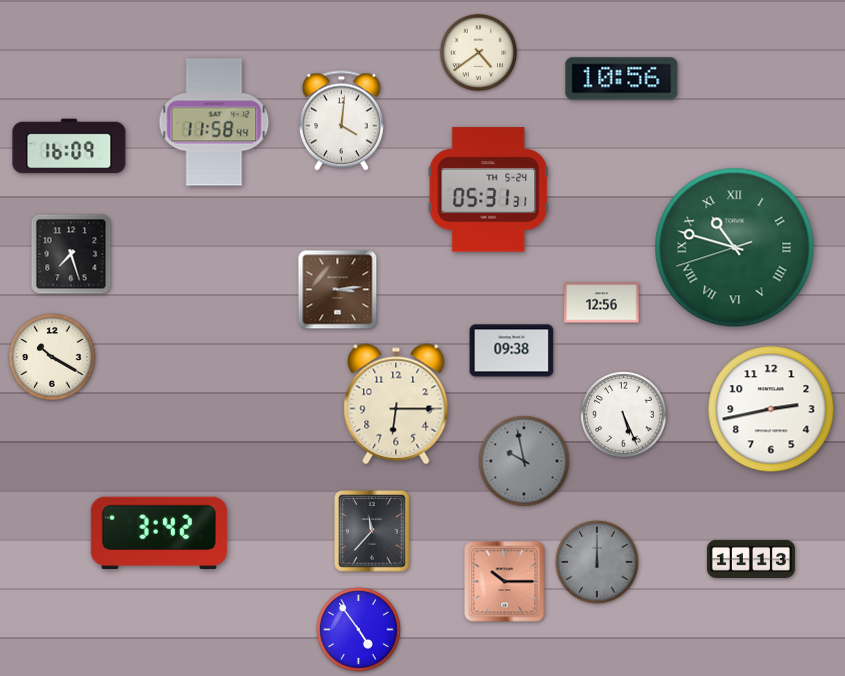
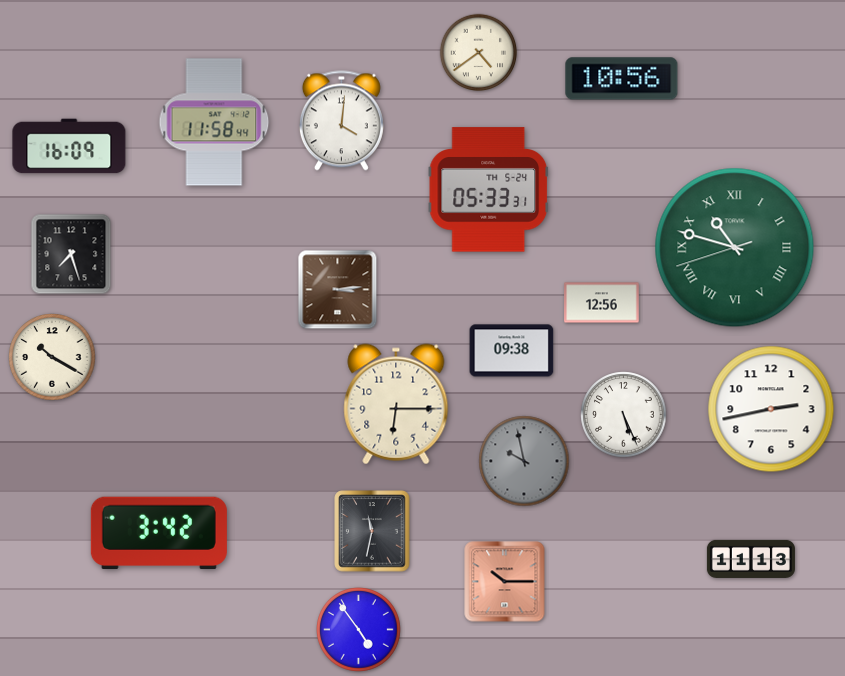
clock at (489, 190): 05:31 -> 05:33
clock at (372, 531): 11:37 -> 11:32
clock at (597, 562): 12:00 -> none
